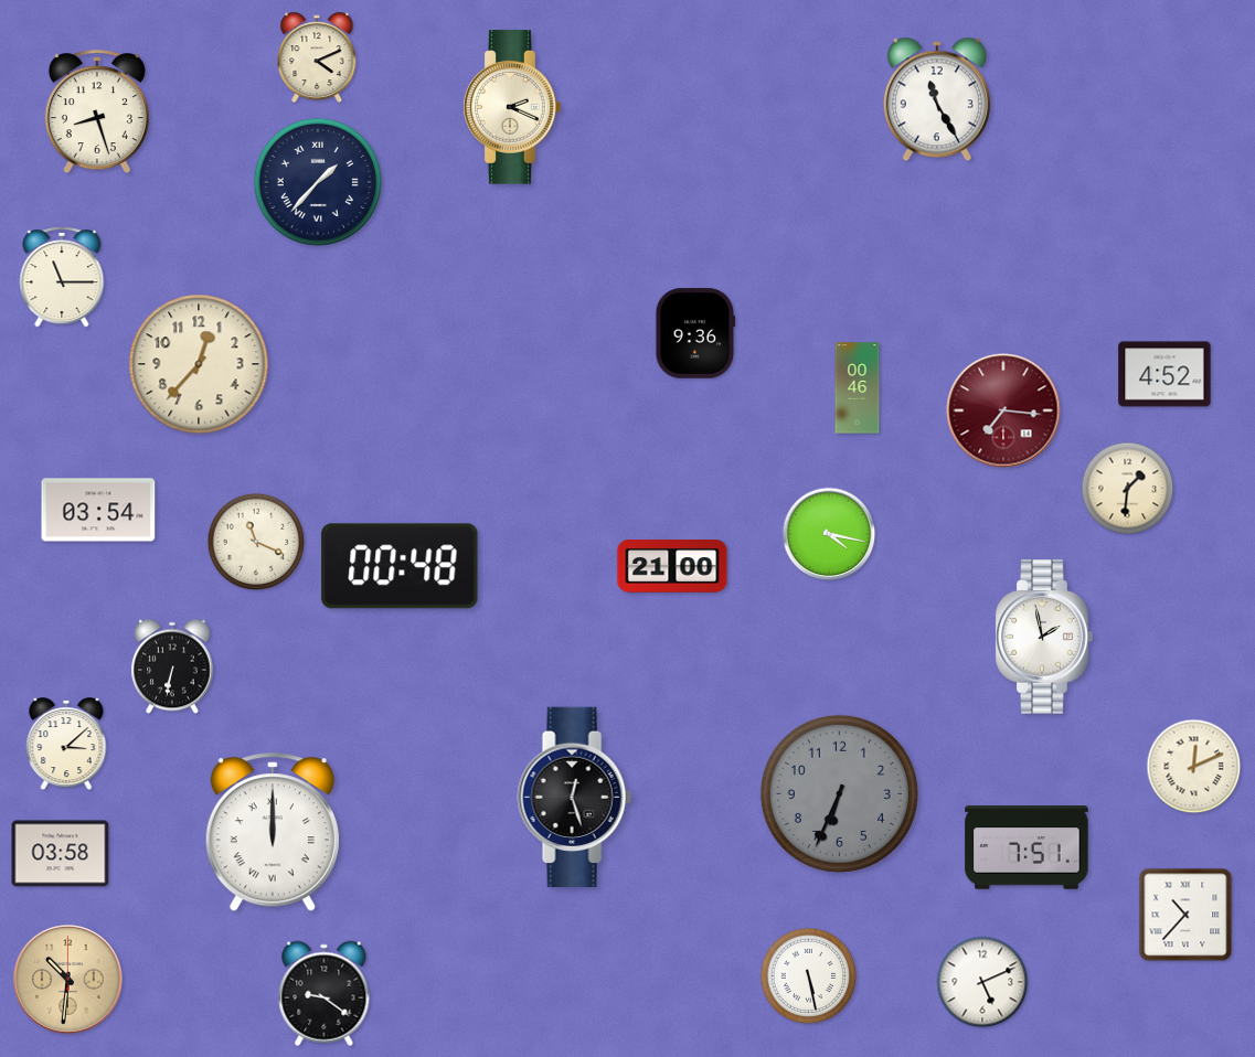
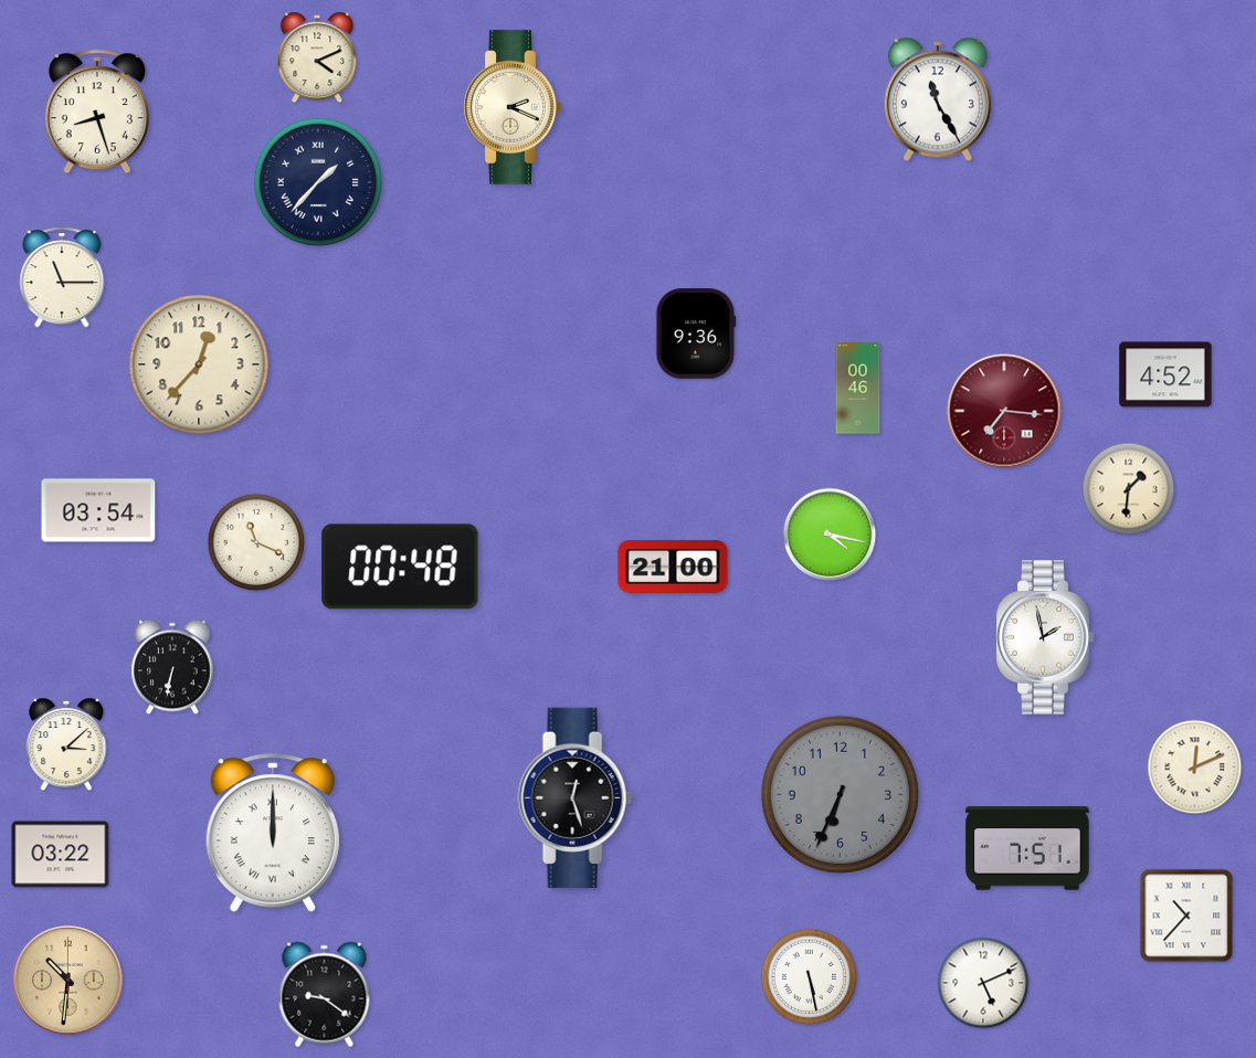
clock at (61, 854): 03:58 -> 03:22
